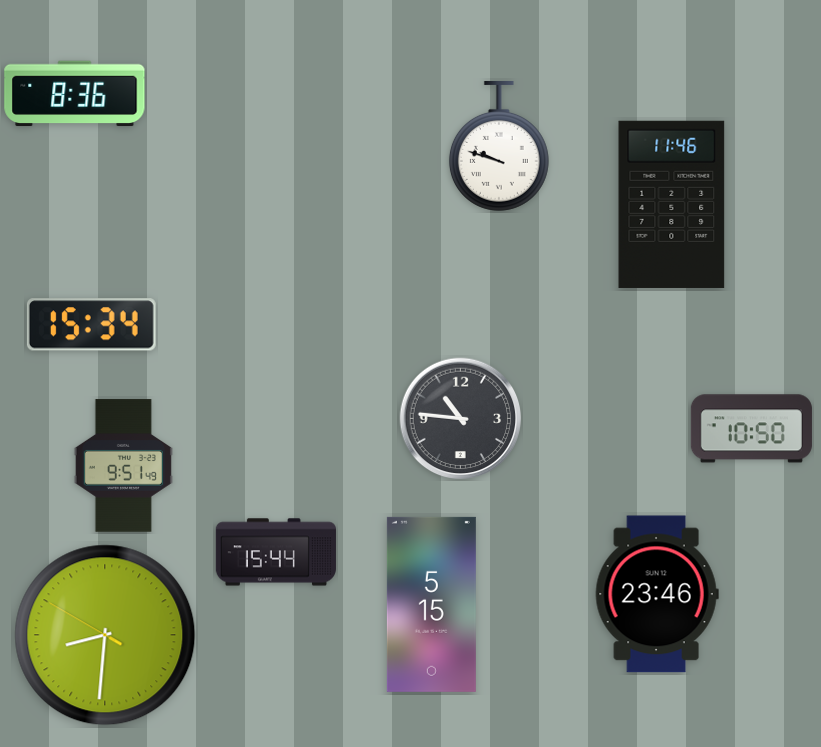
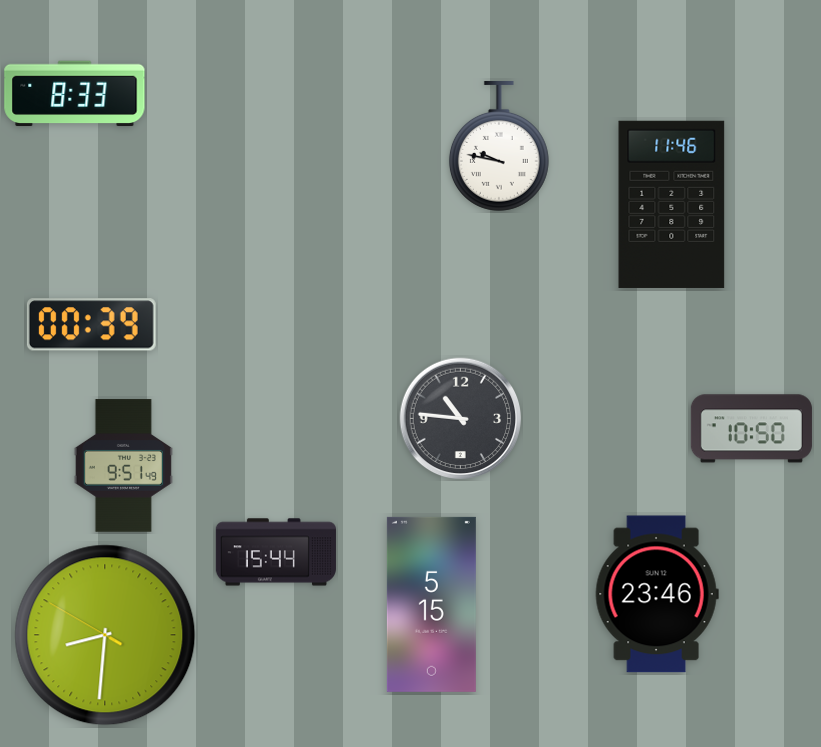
clock at (75, 94): 8:36 -> 8:33
clock at (499, 147): 9:48 -> 9:47
clock at (91, 325): 15:34 -> 00:39
